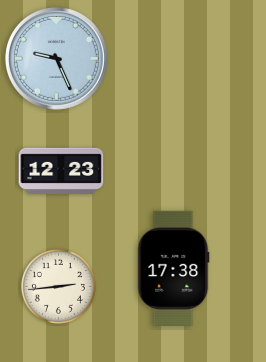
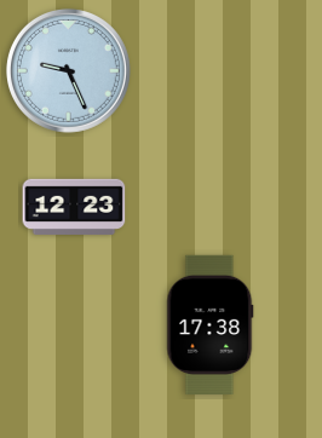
clock at (58, 286): 2:44 -> none
